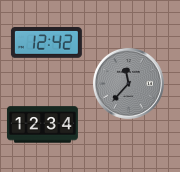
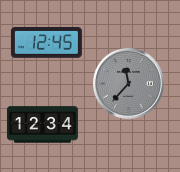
clock at (46, 43): 12:42 -> 12:45
